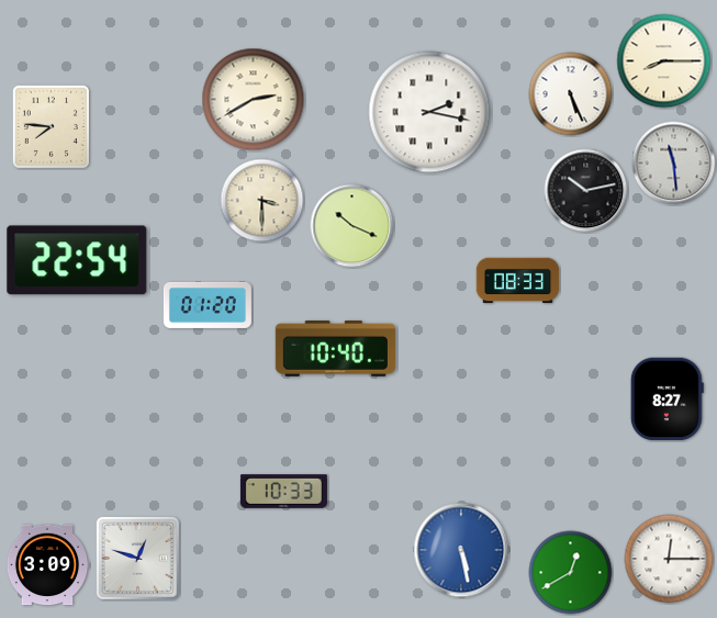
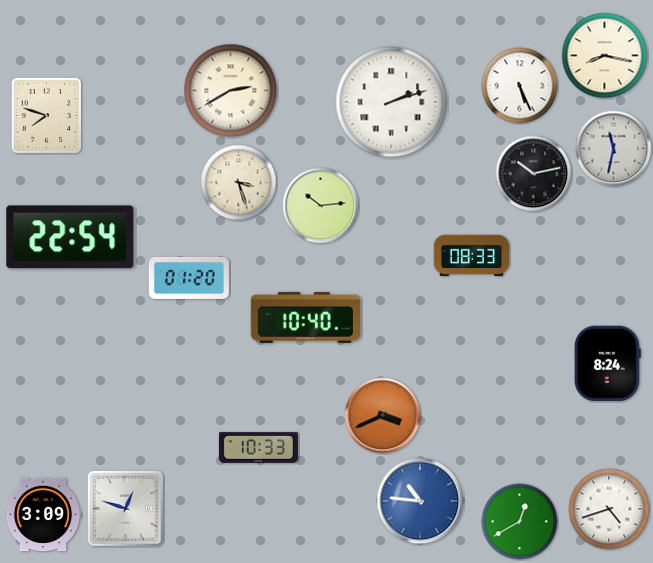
clock at (664, 61): 8:15 -> 8:17
clock at (429, 112): 2:17 -> 2:12
clock at (51, 126): 7:46 -> 7:48
clock at (674, 164): 11:29 -> 11:32
clock at (262, 201): 3:30 -> 3:27
clock at (352, 226): 10:19 -> 10:14
clock at (666, 400): 8:27 -> 8:24
clock at (383, 416): none -> 3:41
clock at (461, 550): 5:28 -> 10:46
clock at (669, 559): 12:15 -> 4:42
